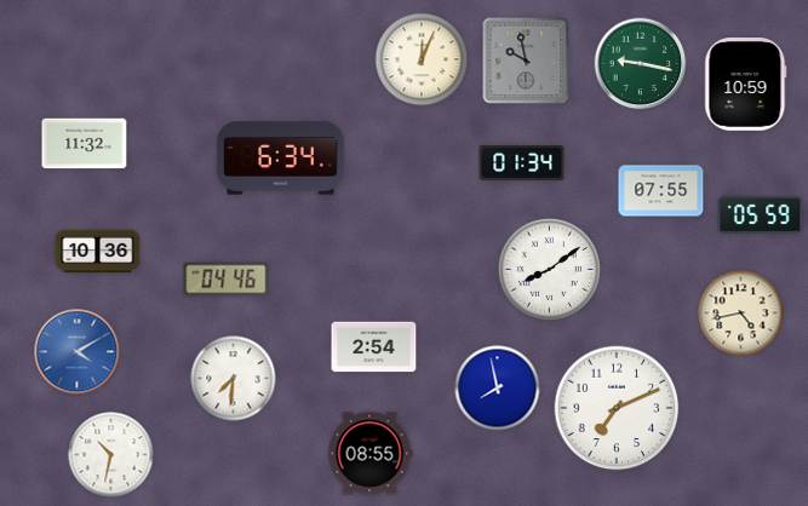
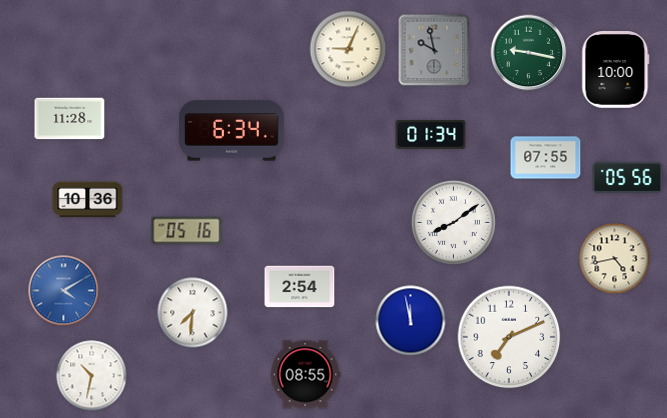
clock at (422, 59): 12:04 -> 9:04
clock at (746, 85): 10:59 -> 10:00
clock at (85, 144): 11:32 -> 11:28
clock at (761, 215): 05:59 -> 05:56
clock at (98, 252) position: (98, 252) -> (88, 200)
clock at (227, 280): 04:46 -> 05:16
clock at (741, 314) position: (741, 314) -> (615, 259)
clock at (374, 347) position: (374, 347) -> (300, 287)
clock at (498, 389): 7:58 -> 11:58
